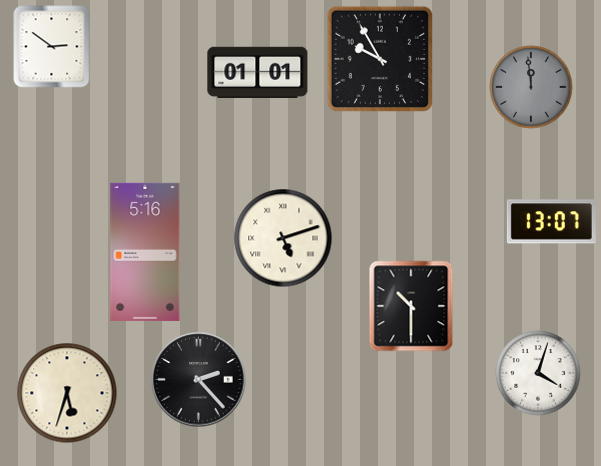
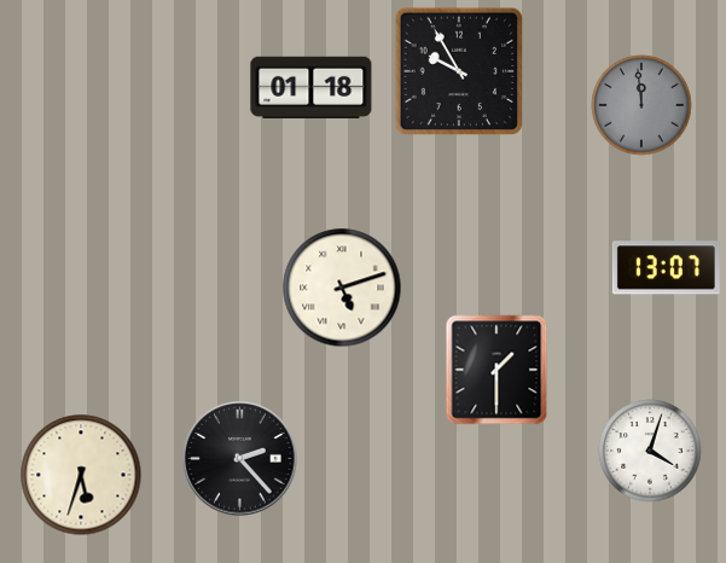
clock at (52, 47): 2:51 -> none
clock at (258, 72): 01:01 -> 01:18
clock at (145, 252): 5:16 -> none
clock at (411, 306): 10:30 -> 1:30
